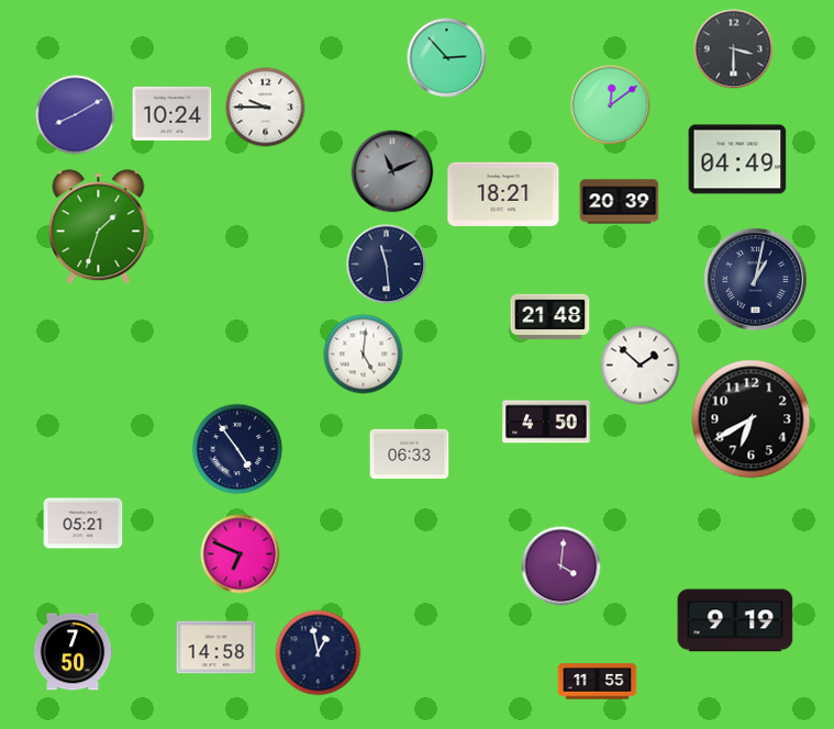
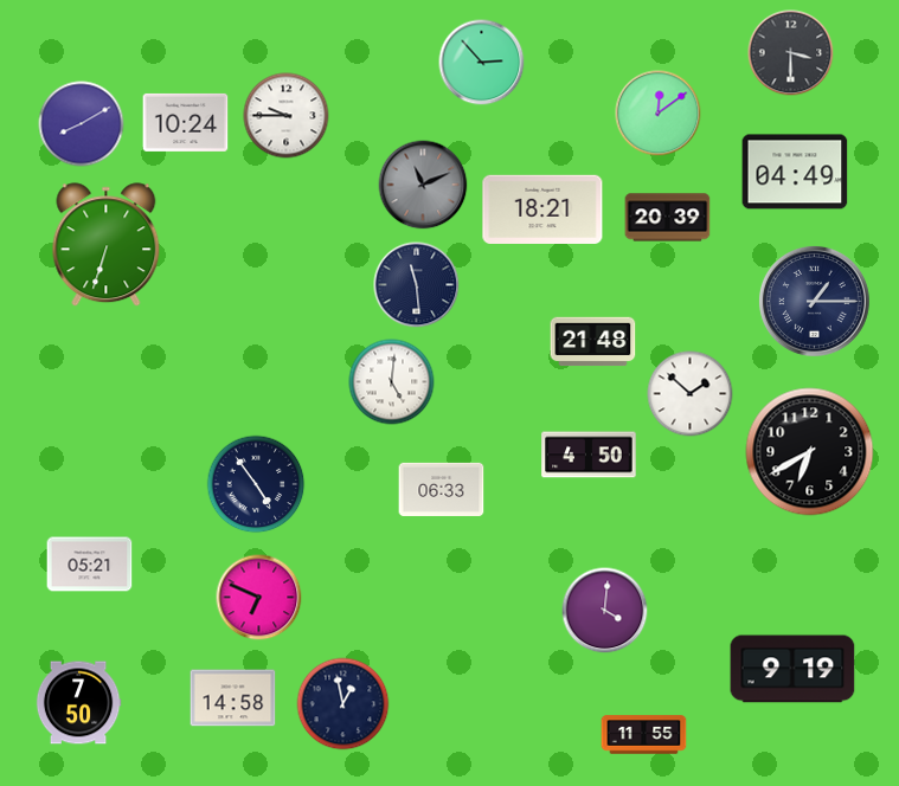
clock at (99, 227): 1:33 -> 6:33
clock at (755, 279): 1:02 -> 1:15
